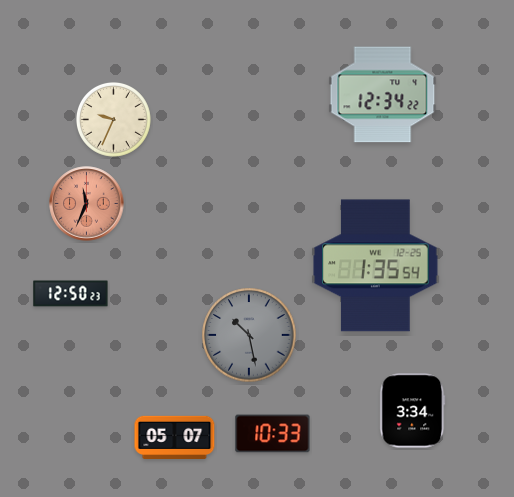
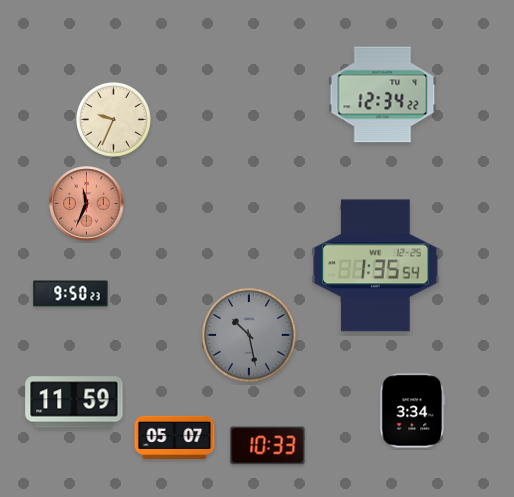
clock at (71, 294): 12:50 -> 9:50
clock at (74, 402): none -> 11:59
clock at (273, 434) position: (273, 434) -> (268, 446)
